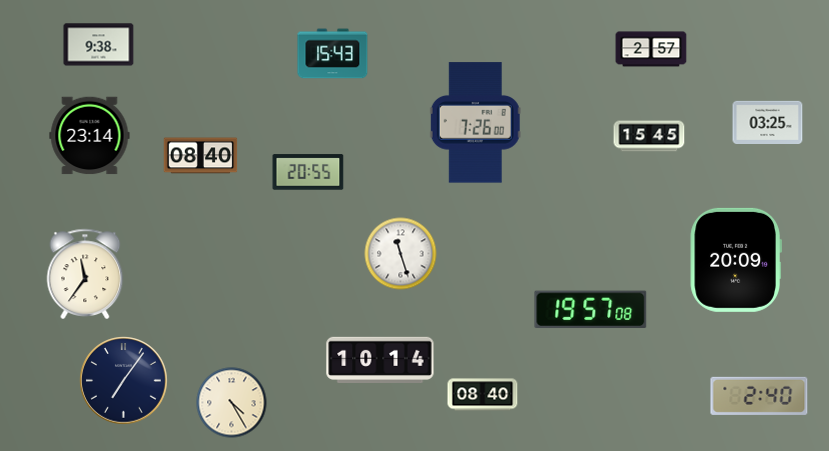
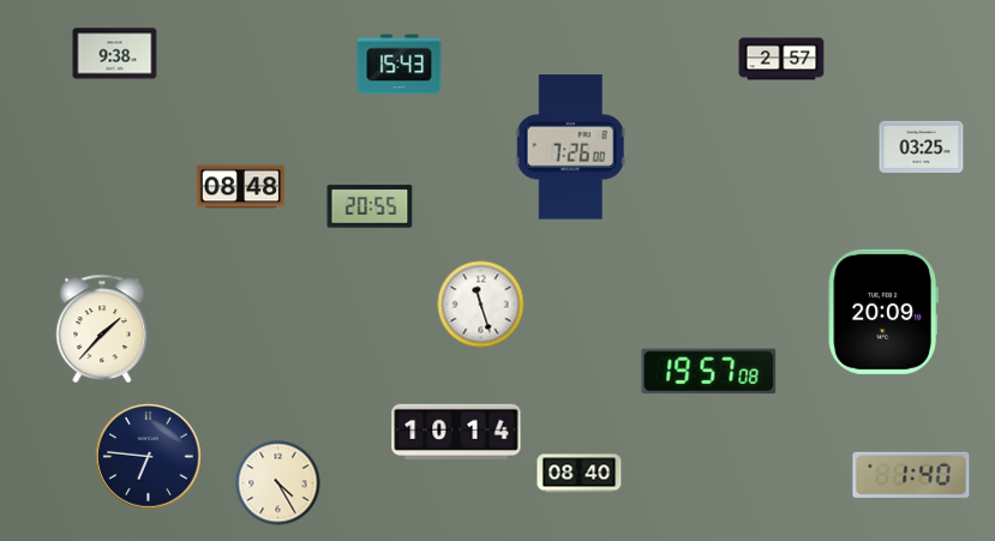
clock at (99, 45) position: (99, 45) -> (115, 54)
clock at (90, 136): 23:14 -> none
clock at (649, 136): 15:45 -> none
clock at (201, 156): 08:40 -> 08:48
clock at (85, 274): 11:36 -> 1:37
clock at (124, 381): 7:06 -> 6:46
clock at (759, 396): 2:40 -> 1:40
